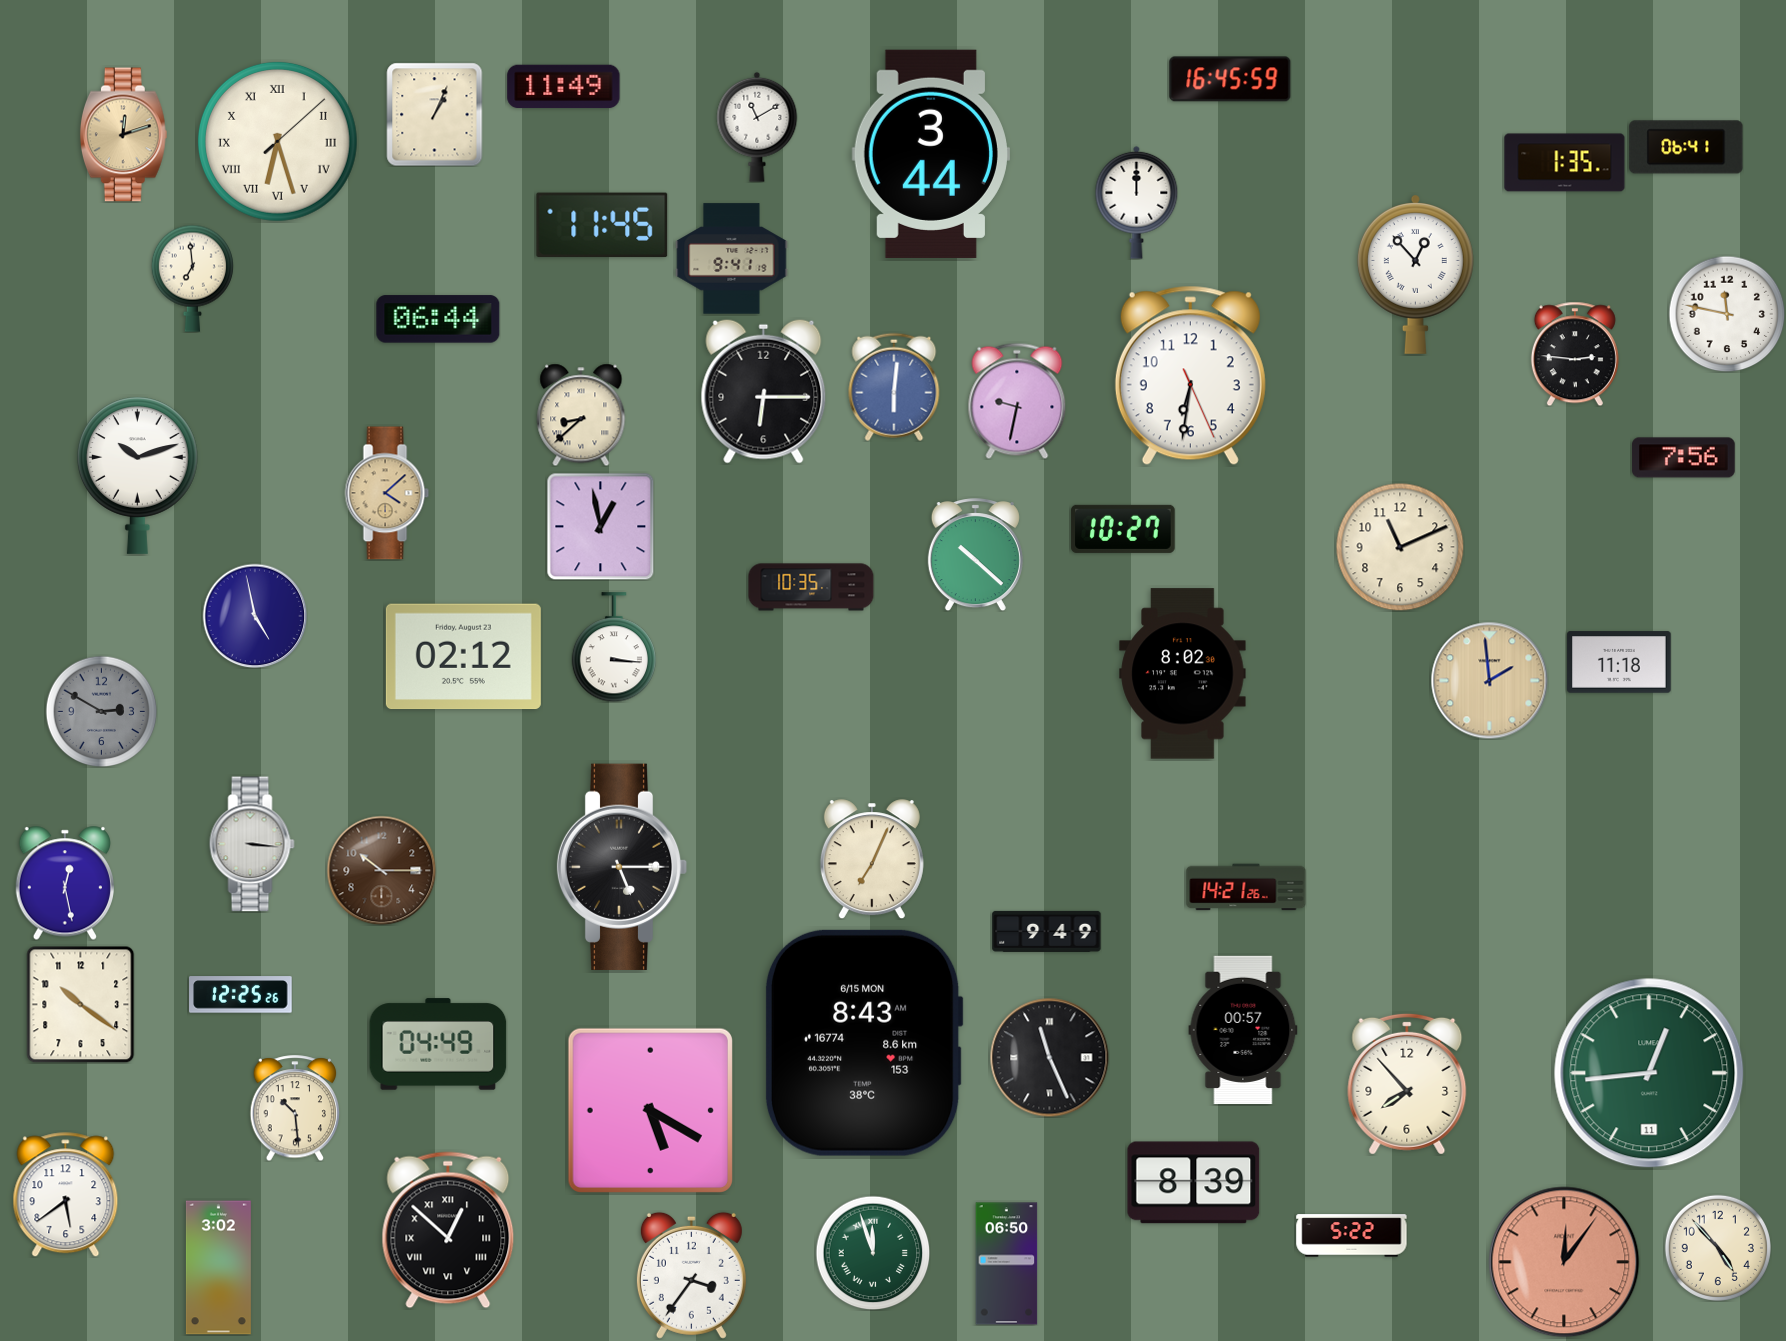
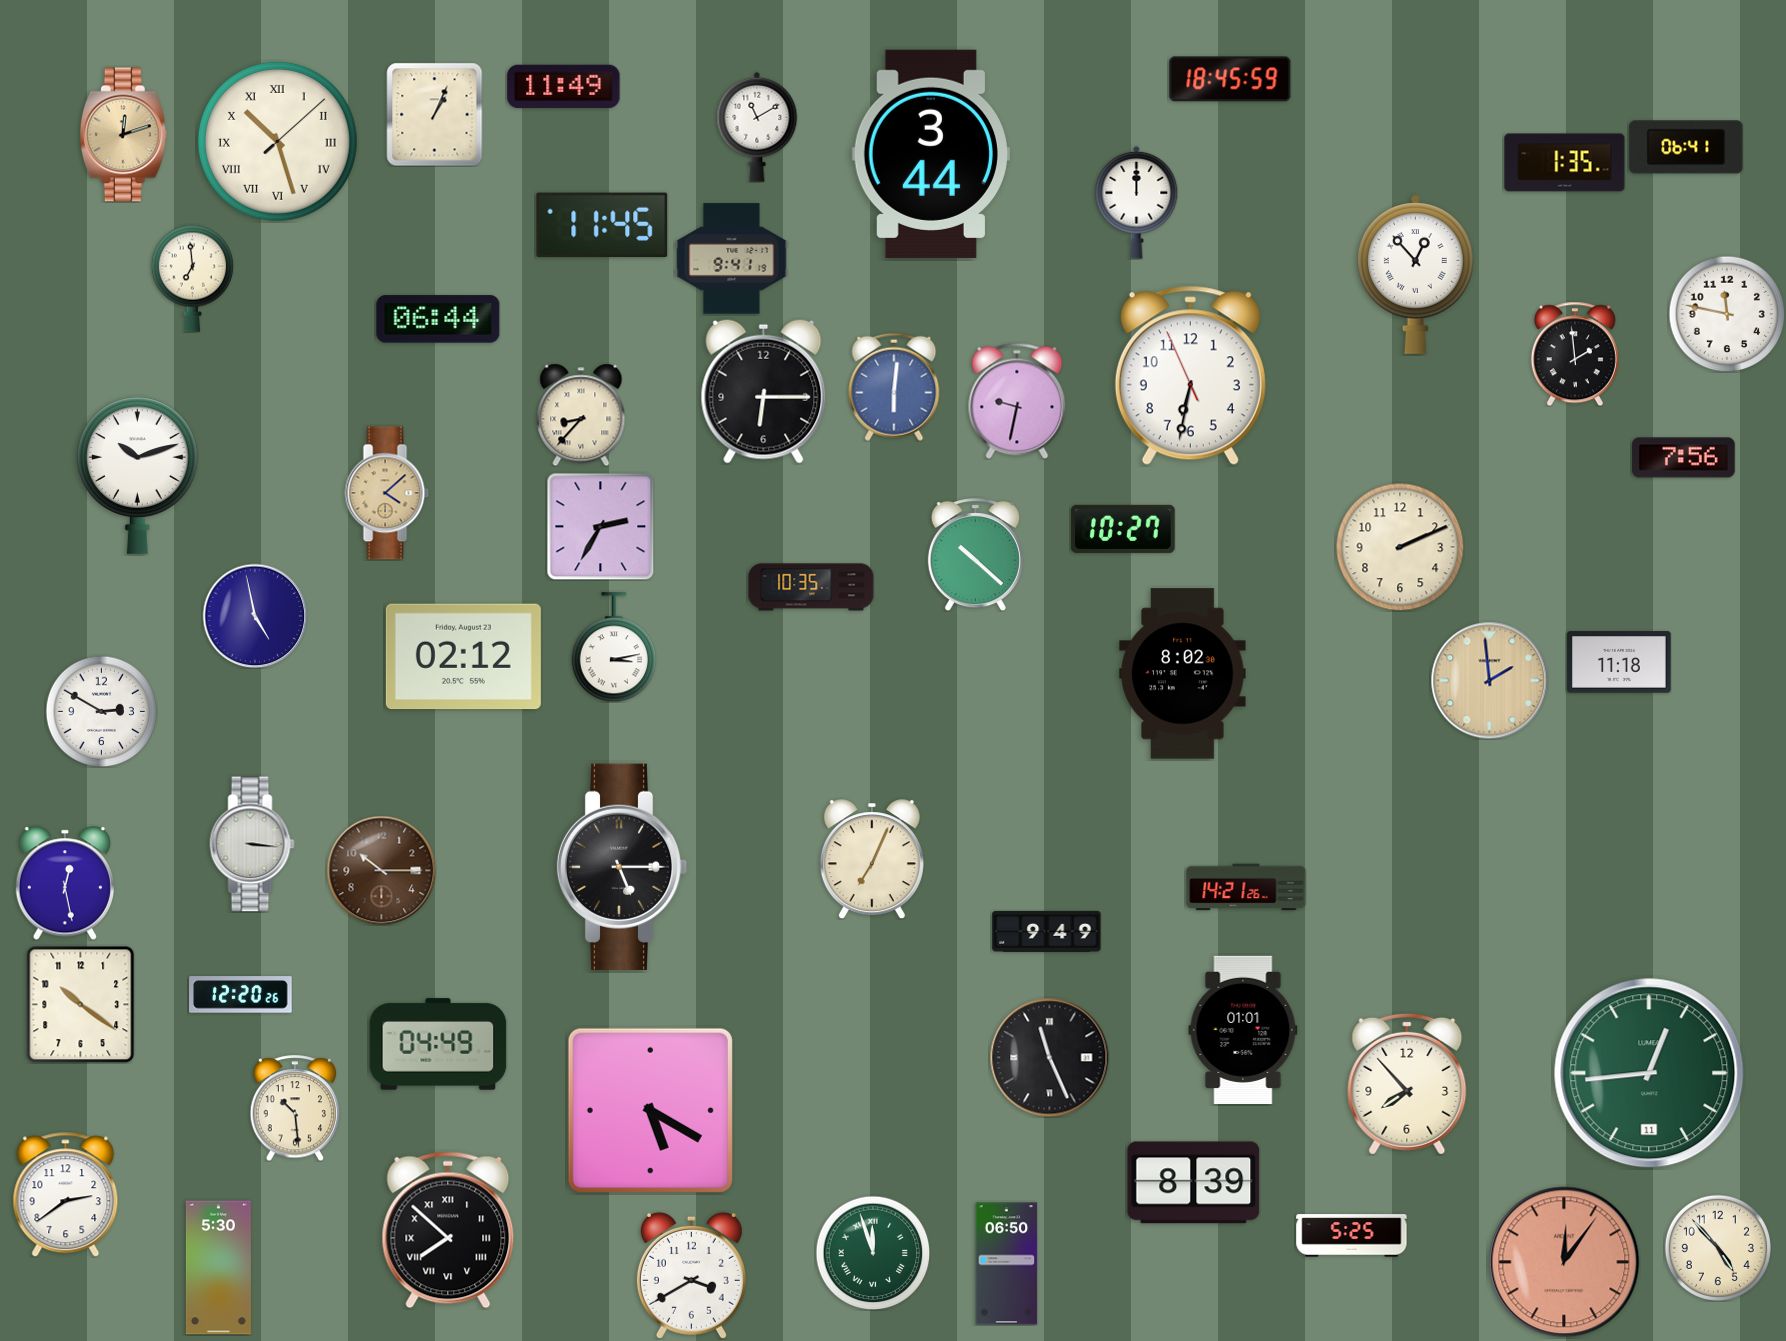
clock at (1230, 79): 16:45 -> 18:45
clock at (277, 141): 6:27 -> 10:27
clock at (1575, 354): 2:46 -> 1:59
clock at (1190, 376): 6:31:26 -> 6:31:56
clock at (581, 415): 8:38 -> 8:37
clock at (600, 526): 12:58 -> 2:35
clock at (1400, 547): 11:11 -> 2:11
clock at (613, 647): 3:16 -> 3:13
clock at (101, 711) dial: grey -> white
clock at (241, 995): 12:25 -> 12:20
clock at (1243, 1030): 00:57 -> 01:01
clock at (864, 1043): 8:43 -> none
clock at (66, 1195): 5:39 -> 2:39
clock at (448, 1230): 12:52 -> 7:52
clock at (1352, 1236): 5:22 -> 5:25
clock at (218, 1268): 3:02 -> 5:30
clock at (691, 1275): 3:36 -> 3:40
